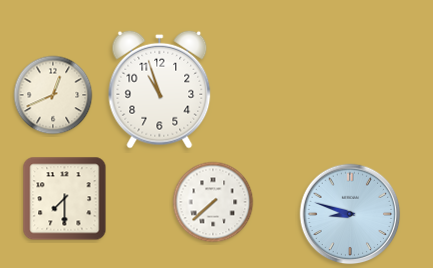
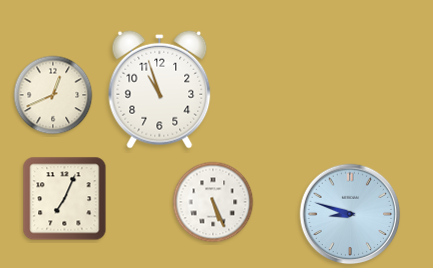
clock at (65, 199): 7:30 -> 7:04
clock at (213, 202): 7:38 -> 5:26
